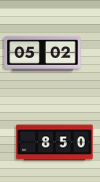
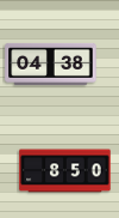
clock at (43, 53): 05:02 -> 04:38
